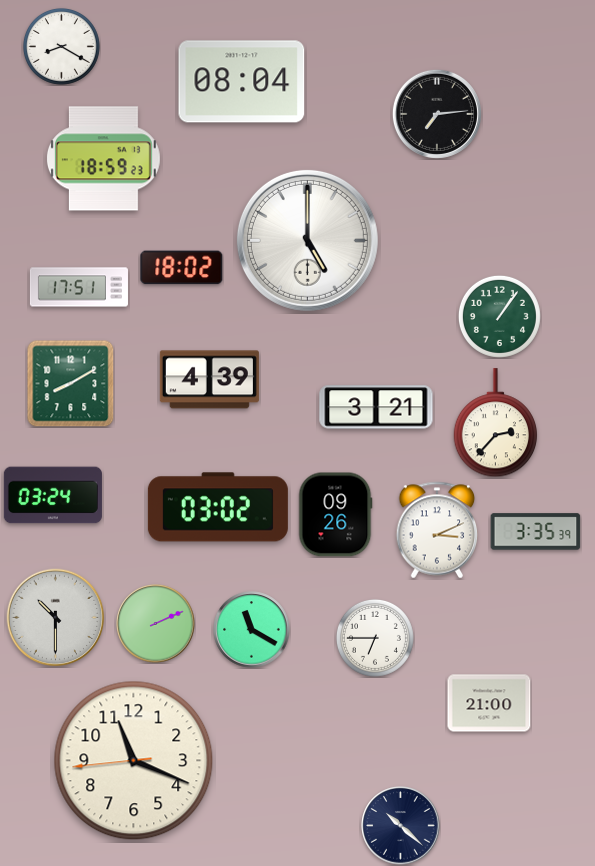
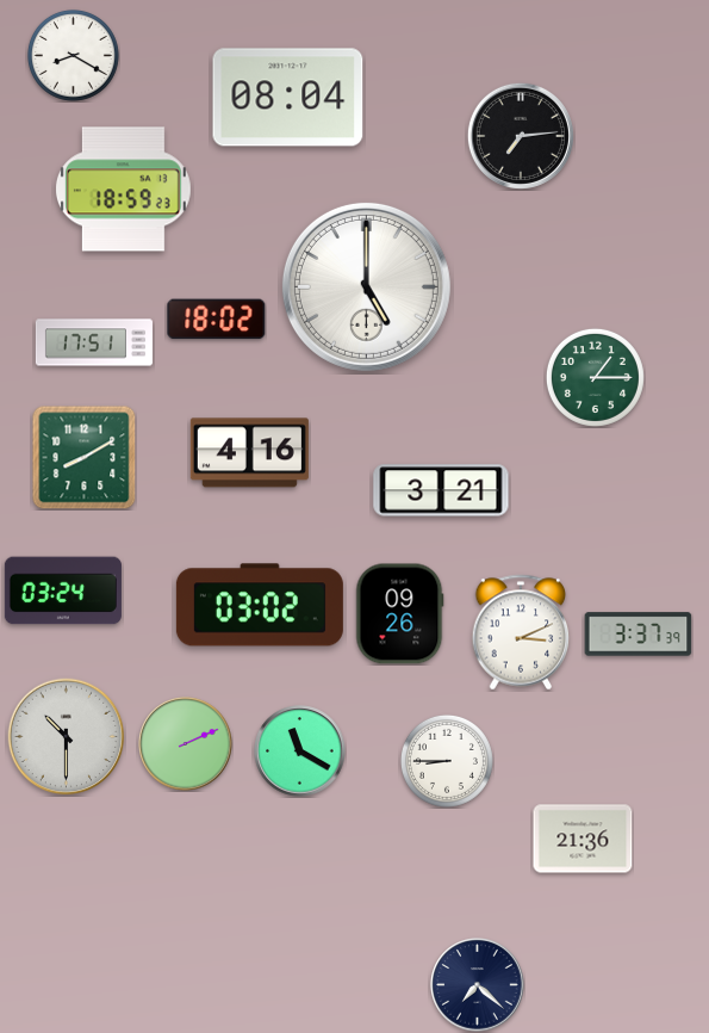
clock at (499, 316): 1:06 -> 1:15
clock at (209, 380): 4:39 -> 4:16
clock at (376, 407) position: (376, 407) -> (441, 490)
clock at (495, 423): 2:37 -> none
clock at (536, 532): 3:35 -> 3:37
clock at (375, 638): 6:45 -> 8:45
clock at (489, 703): 21:00 -> 21:36
clock at (134, 761): 11:18 -> none
clock at (401, 826): 10:22 -> 7:22
